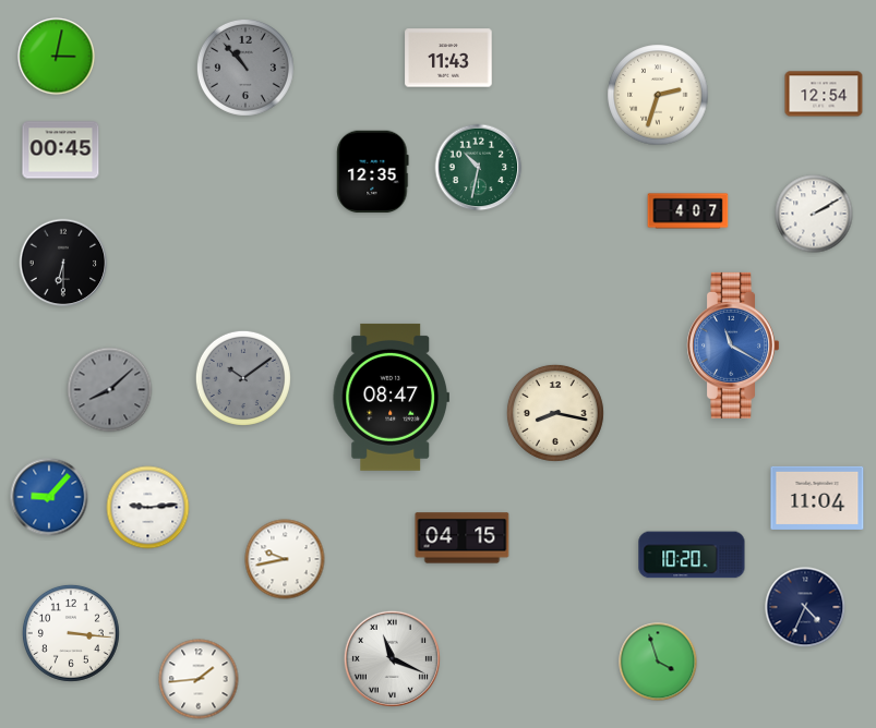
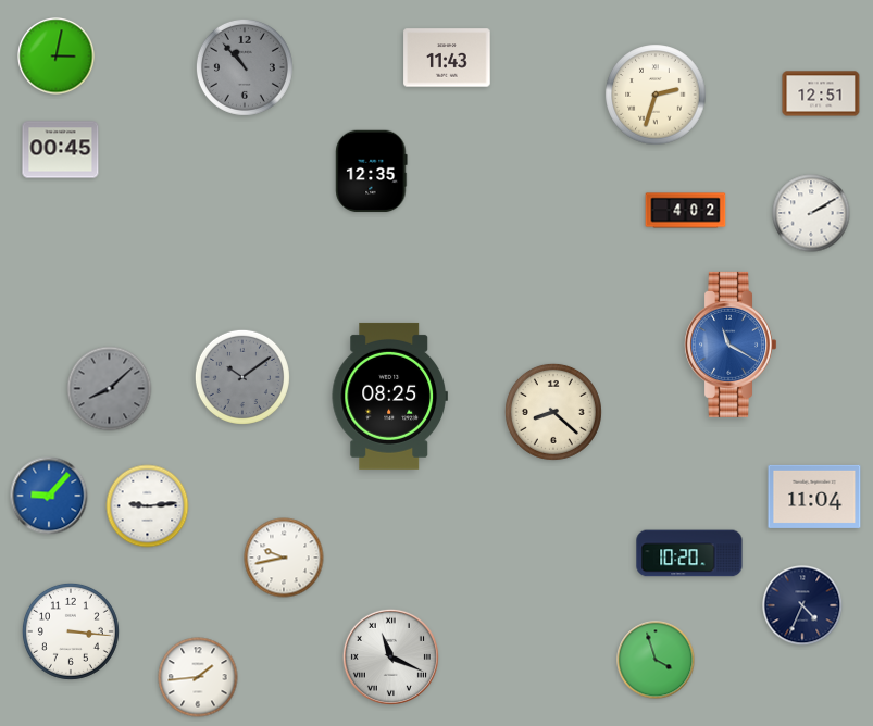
clock at (824, 94): 12:54 -> 12:51
clock at (479, 168): 10:32 -> none
clock at (688, 211): 4:07 -> 4:02
clock at (63, 263): 6:30 -> none
clock at (391, 397): 08:47 -> 08:25
clock at (555, 413): 8:17 -> 8:22
clock at (463, 538): 04:15 -> none
